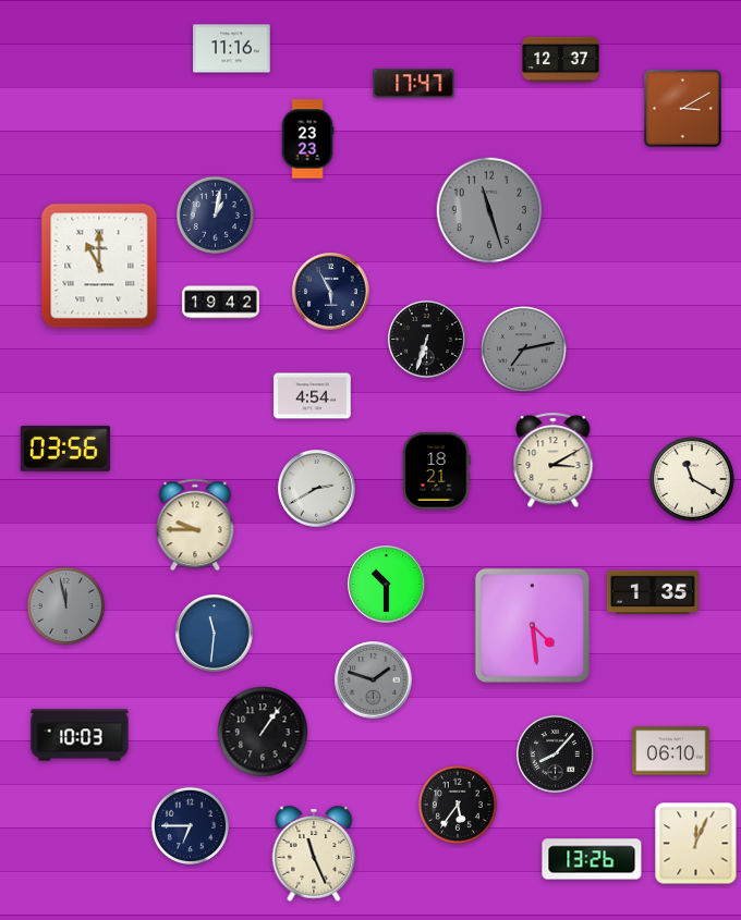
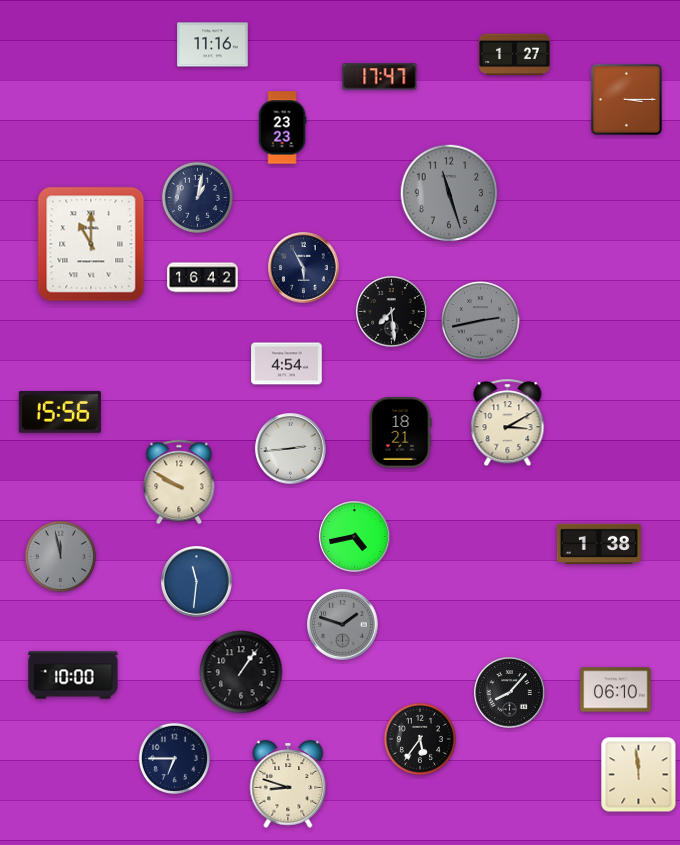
clock at (561, 60): 12:37 -> 1:27
clock at (682, 108): 3:10 -> 3:15
clock at (221, 303): 19:42 -> 16:42
clock at (427, 340): 6:33 -> 7:29
clock at (524, 349): 7:13 -> 2:43
clock at (65, 449): 03:56 -> 15:56
clock at (692, 479): 11:20 -> none
clock at (317, 489): 2:40 -> 2:44
clock at (195, 525): 9:45 -> 9:50
clock at (387, 585): 10:30 -> 4:43
clock at (653, 591): 1:35 -> 1:38
clock at (532, 625): 4:29 -> none
clock at (80, 735): 10:03 -> 10:00
clock at (696, 844): 12:04 -> 11:59
clock at (314, 854): 11:26 -> 8:48
clock at (592, 859): 13:26 -> none
